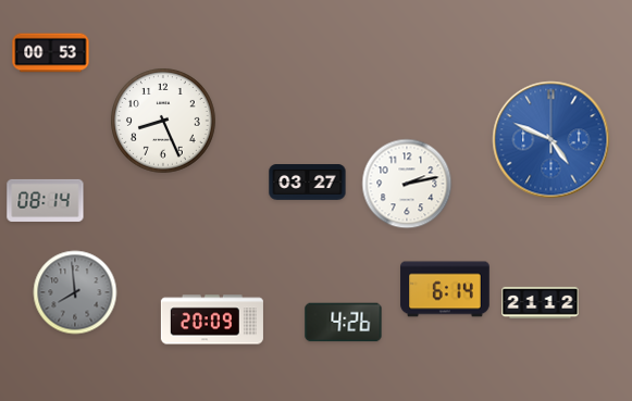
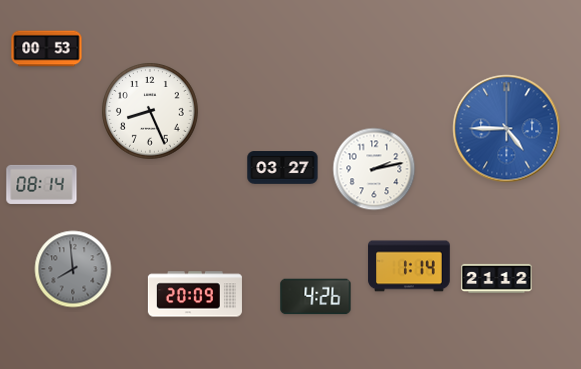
clock at (552, 140): 4:49 -> 4:45
clock at (445, 289): 6:14 -> 1:14
clock at (75, 292) position: (75, 292) -> (73, 269)
